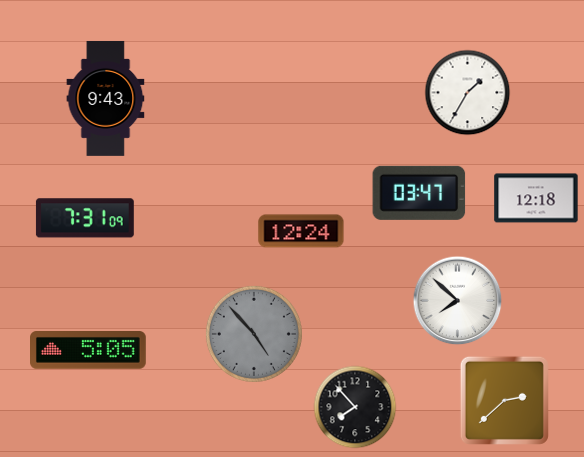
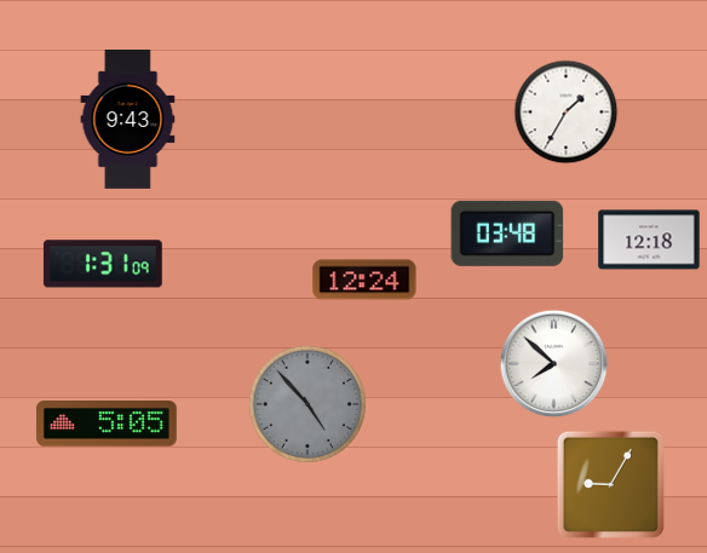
clock at (419, 193): 03:47 -> 03:48
clock at (85, 218): 7:31 -> 1:31
clock at (504, 400): 2:38 -> 9:05
clock at (355, 407): 7:53 -> none
